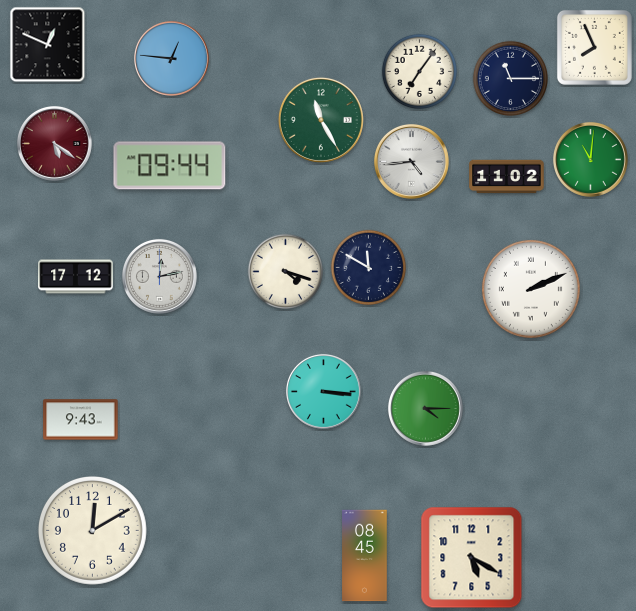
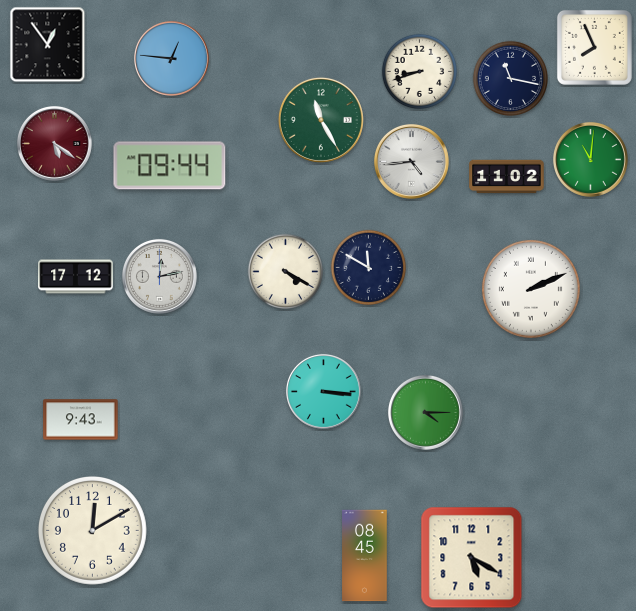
clock at (48, 45): 12:49 -> 12:54
clock at (419, 71): 7:06 -> 8:42
clock at (510, 78): 11:15 -> 11:17
clock at (285, 271): 4:18 -> 4:20
clock at (426, 409) position: (426, 409) -> (426, 413)
